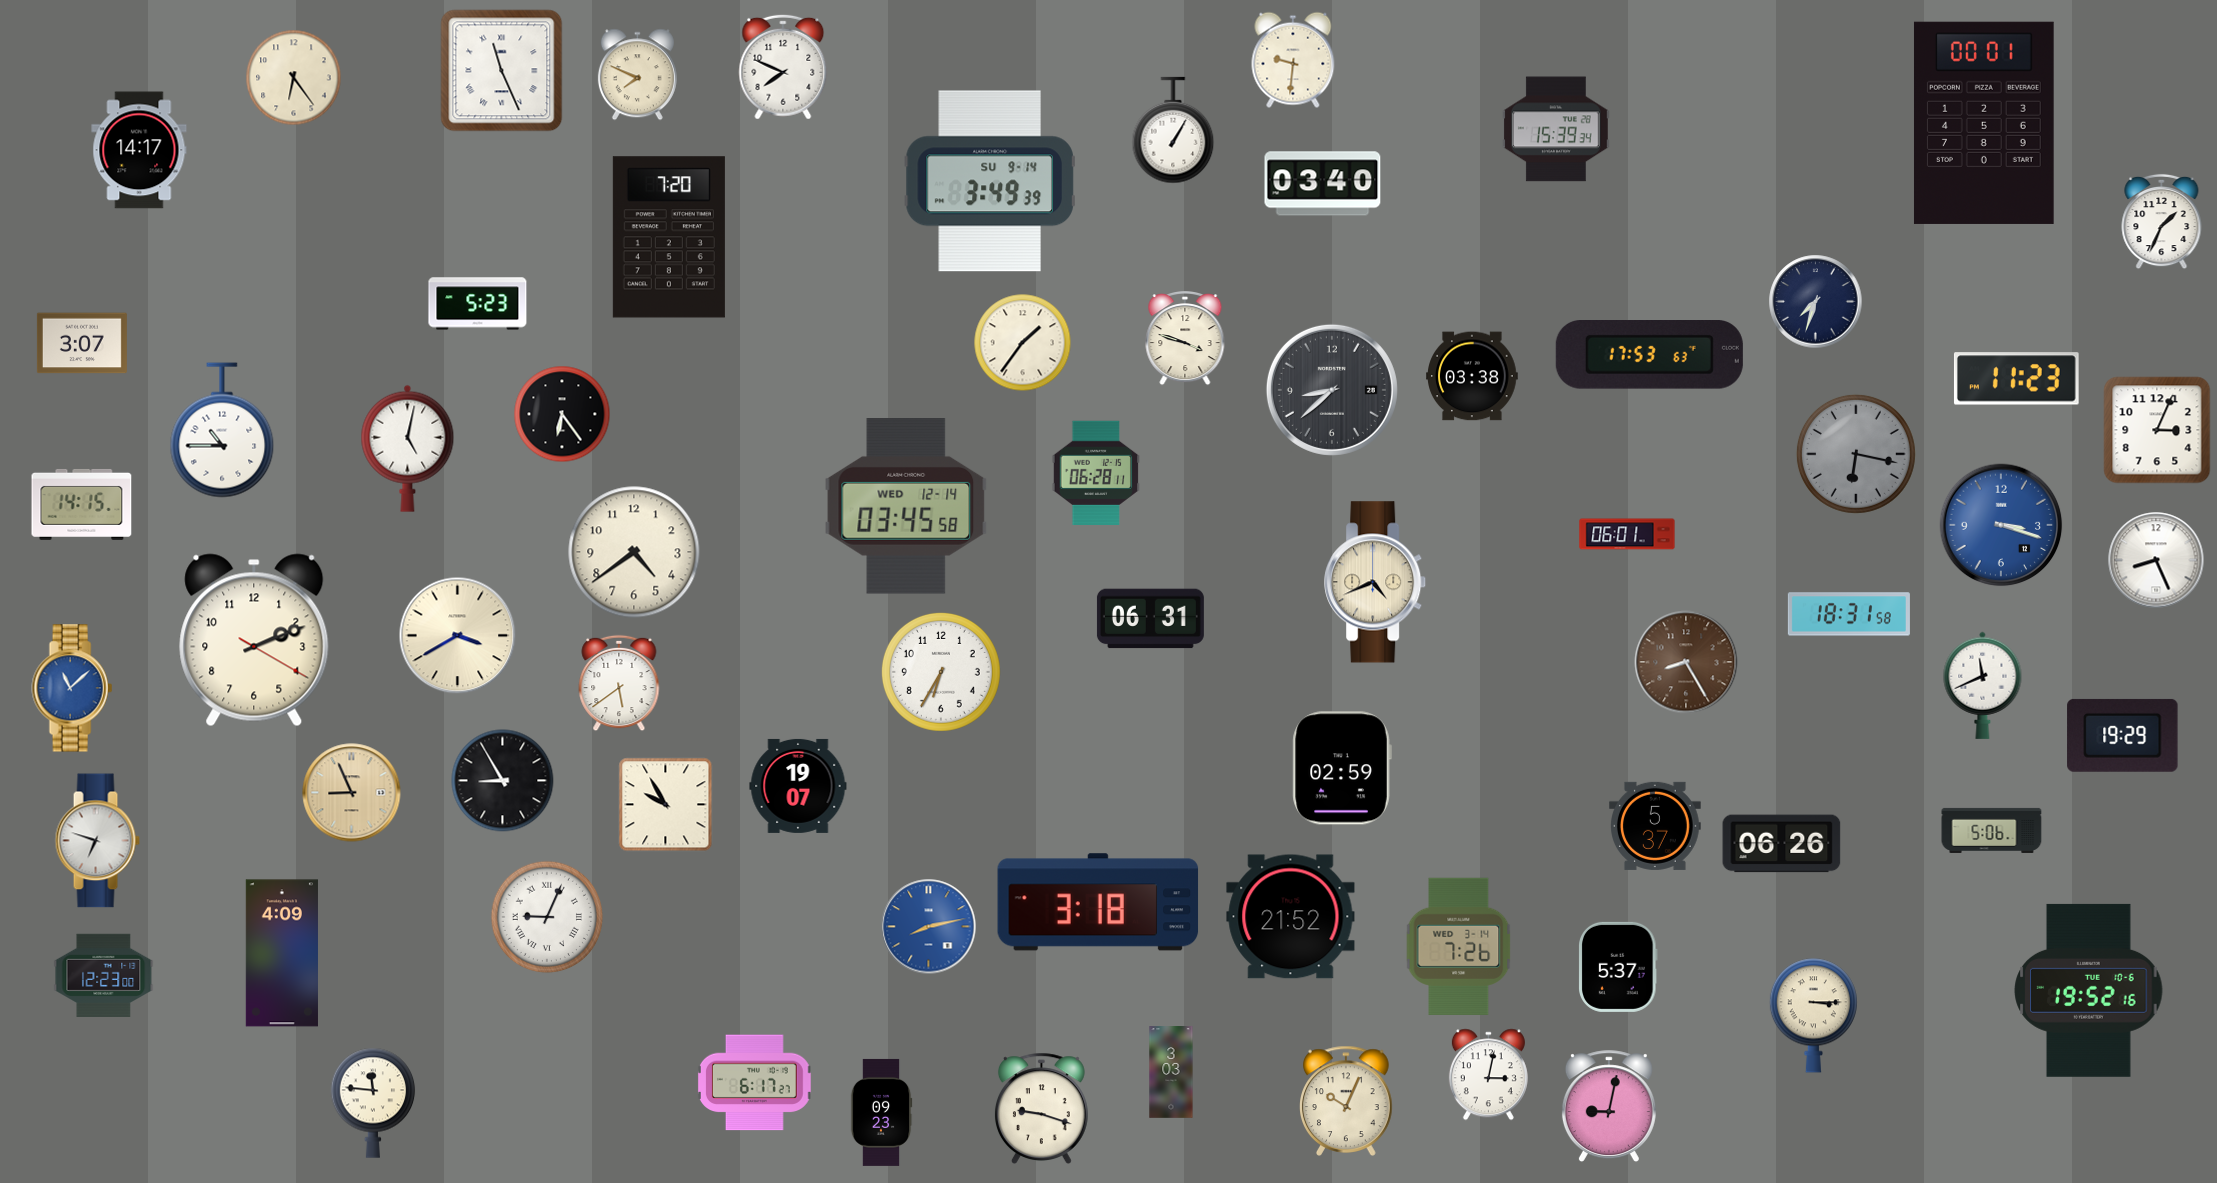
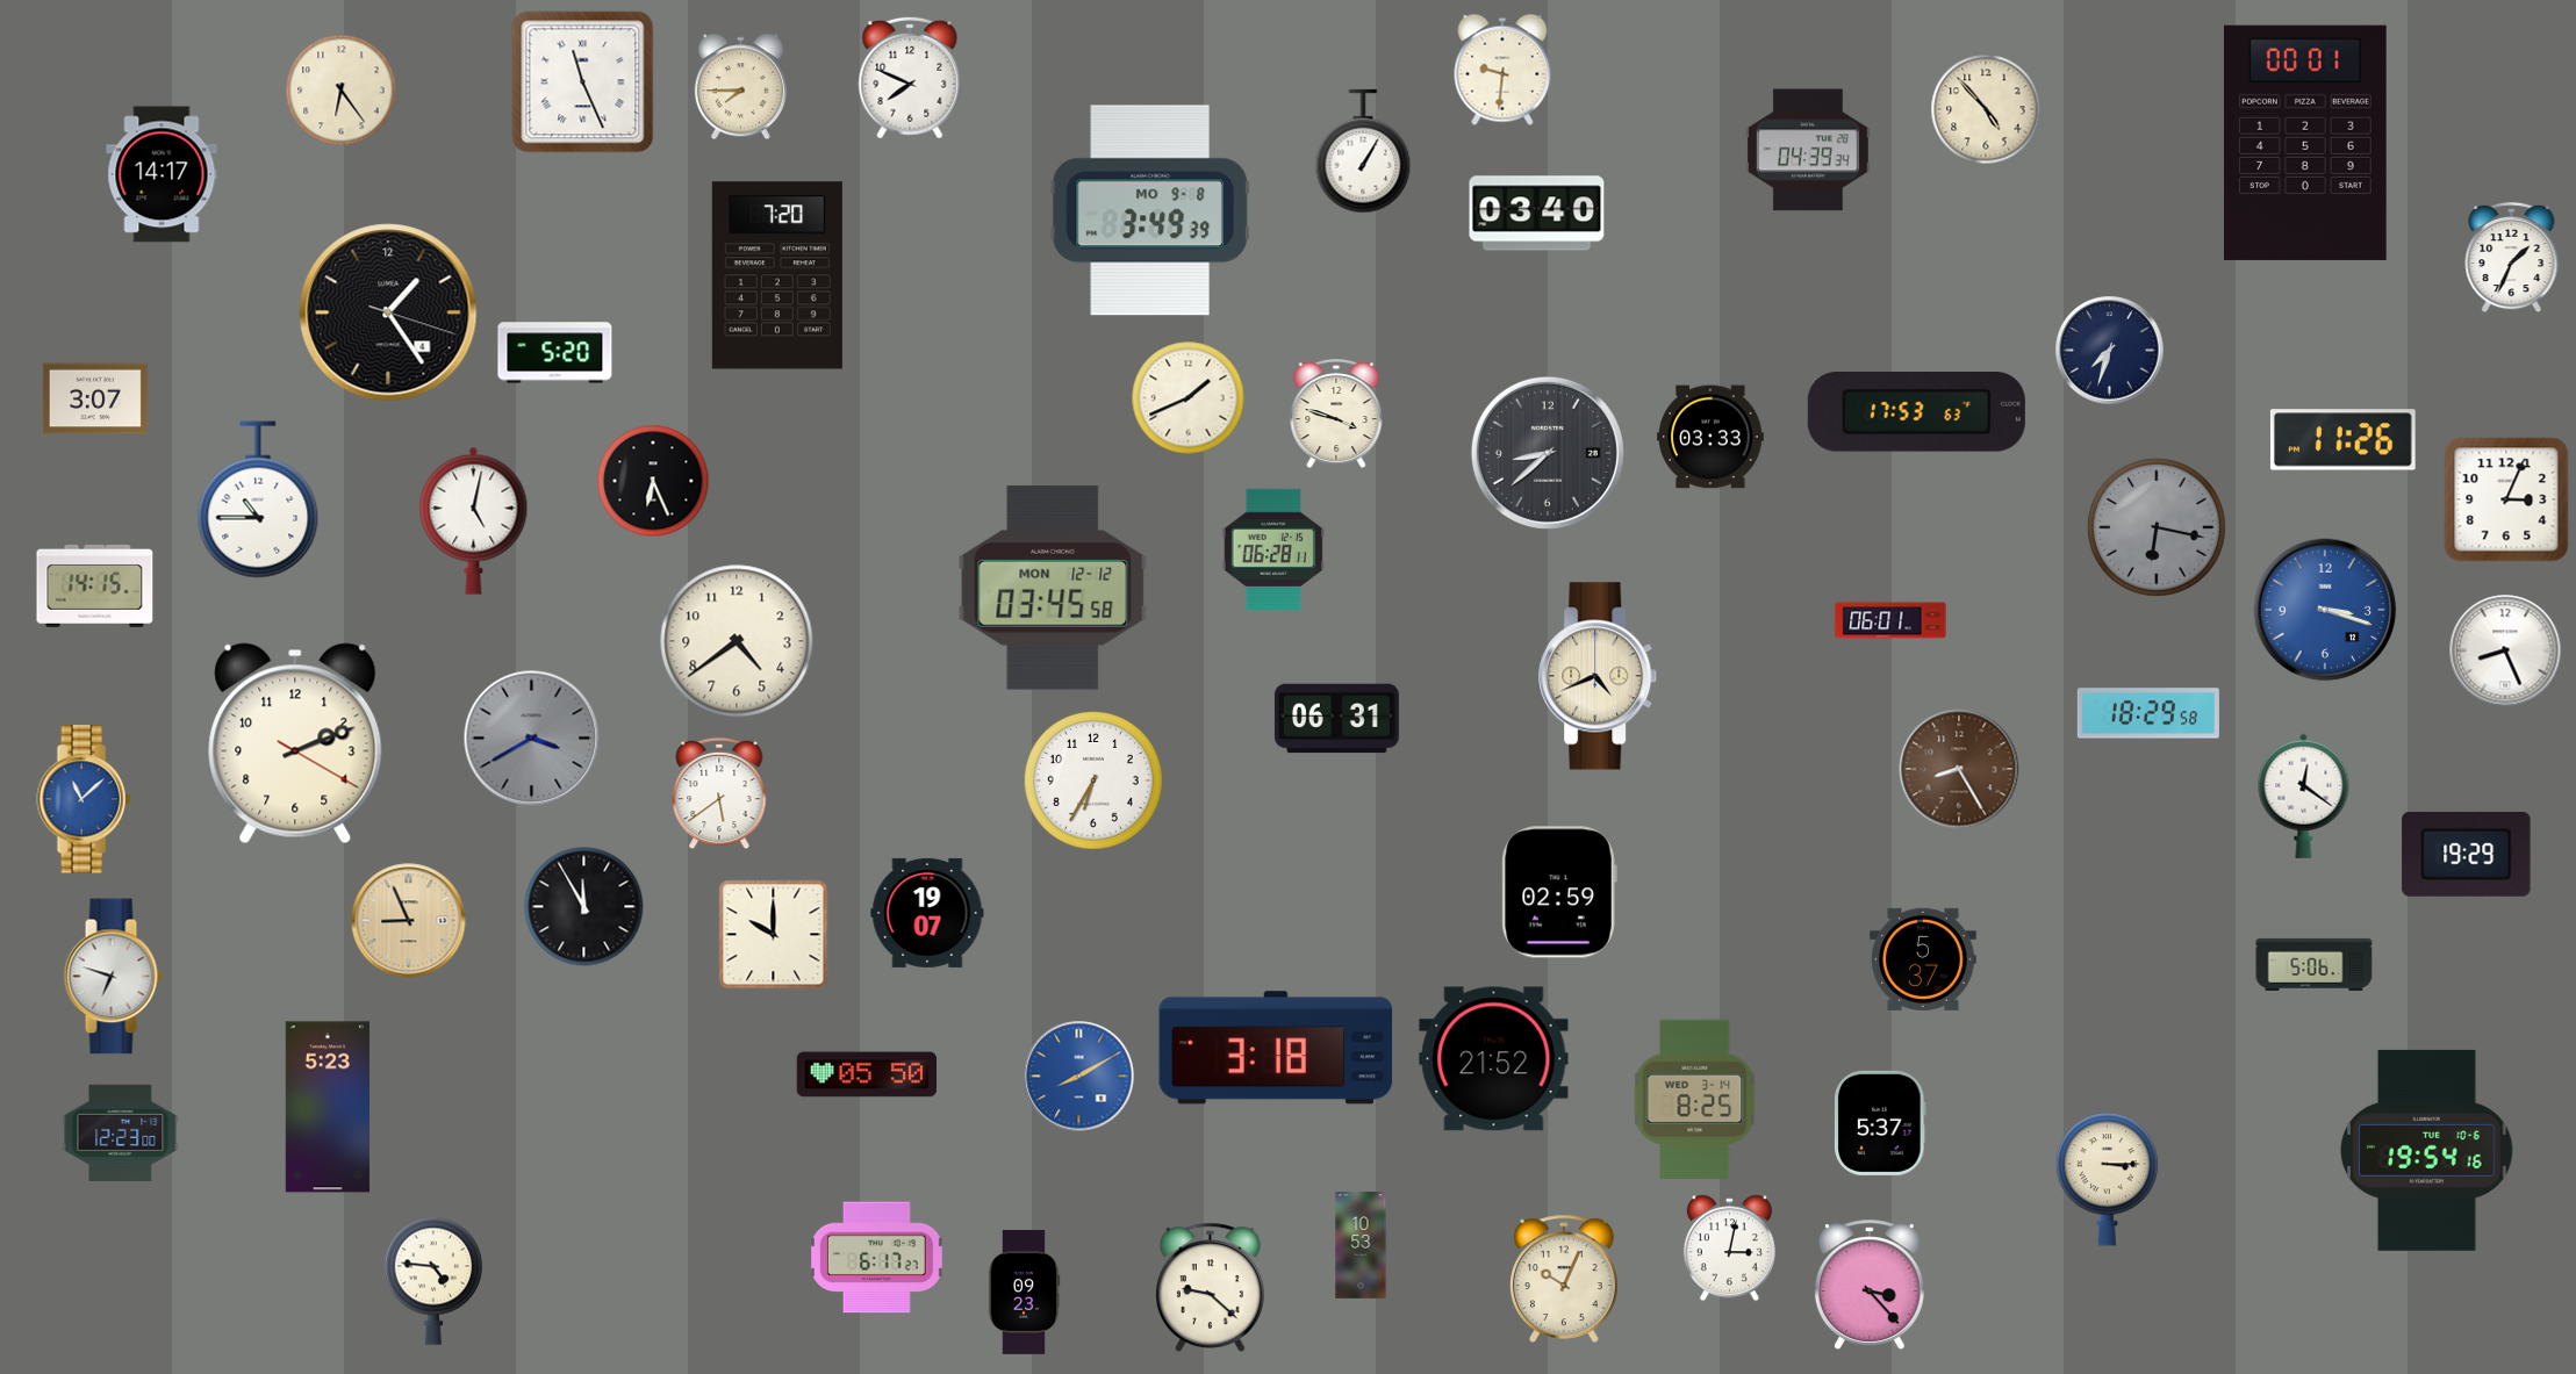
clock at (637, 75): 7:49 -> 7:45
clock at (1986, 109): none -> 4:53
clock at (1556, 129): 15:39 -> 04:39
clock at (990, 181) date: SU 9-14 -> MO 9-8
clock at (388, 312): none -> 1:24
clock at (478, 304): 5:23 -> 5:20
clock at (1185, 339) position: (1185, 339) -> (1336, 415)
clock at (1023, 343): 1:36 -> 1:41
clock at (1472, 376): 03:38 -> 03:33
clock at (2016, 379): 11:23 -> 11:26
clock at (562, 414): 6:24 -> 6:26
clock at (906, 506) date: WED 12-14 -> MON 12-12
clock at (1849, 614): 18:31 -> 18:29
clock at (458, 636) dial: cream -> grey
clock at (1983, 685): 11:41 -> 12:21
clock at (503, 781): 8:55 -> 11:55
clock at (666, 805): 9:55 -> 10:00
clock at (1782, 844): 06:26 -> none
clock at (547, 917): 9:04 -> none
clock at (1291, 917) position: (1291, 917) -> (1494, 1059)
clock at (867, 1074): none -> 05:50
clock at (929, 927): 8:13 -> 8:10
clock at (1459, 946): 7:26 -> 8:25
clock at (282, 953): 4:09 -> 5:23
clock at (2089, 990): 19:52 -> 19:54
clock at (1171, 1072): 3:03 -> 10:53
clock at (373, 1103): 11:46 -> 4:46
clock at (1609, 1107): 9:02 -> 3:23
clock at (1041, 1108): 9:18 -> 9:22
